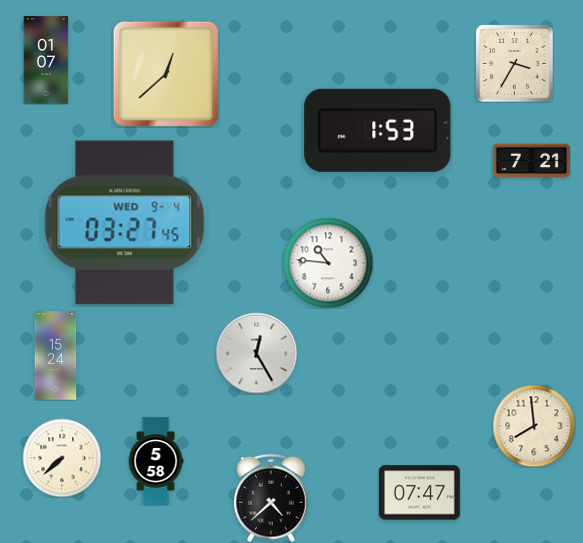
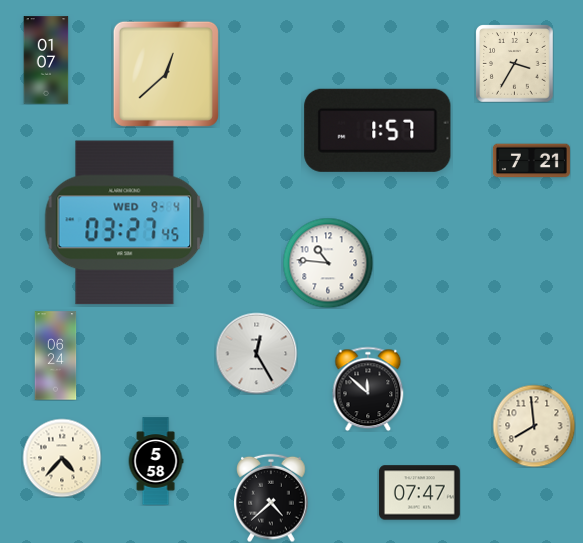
clock at (378, 130): 1:53 -> 1:57
clock at (56, 356): 15:24 -> 06:24
clock at (368, 389): none -> 11:52
clock at (62, 458): 7:38 -> 4:37
